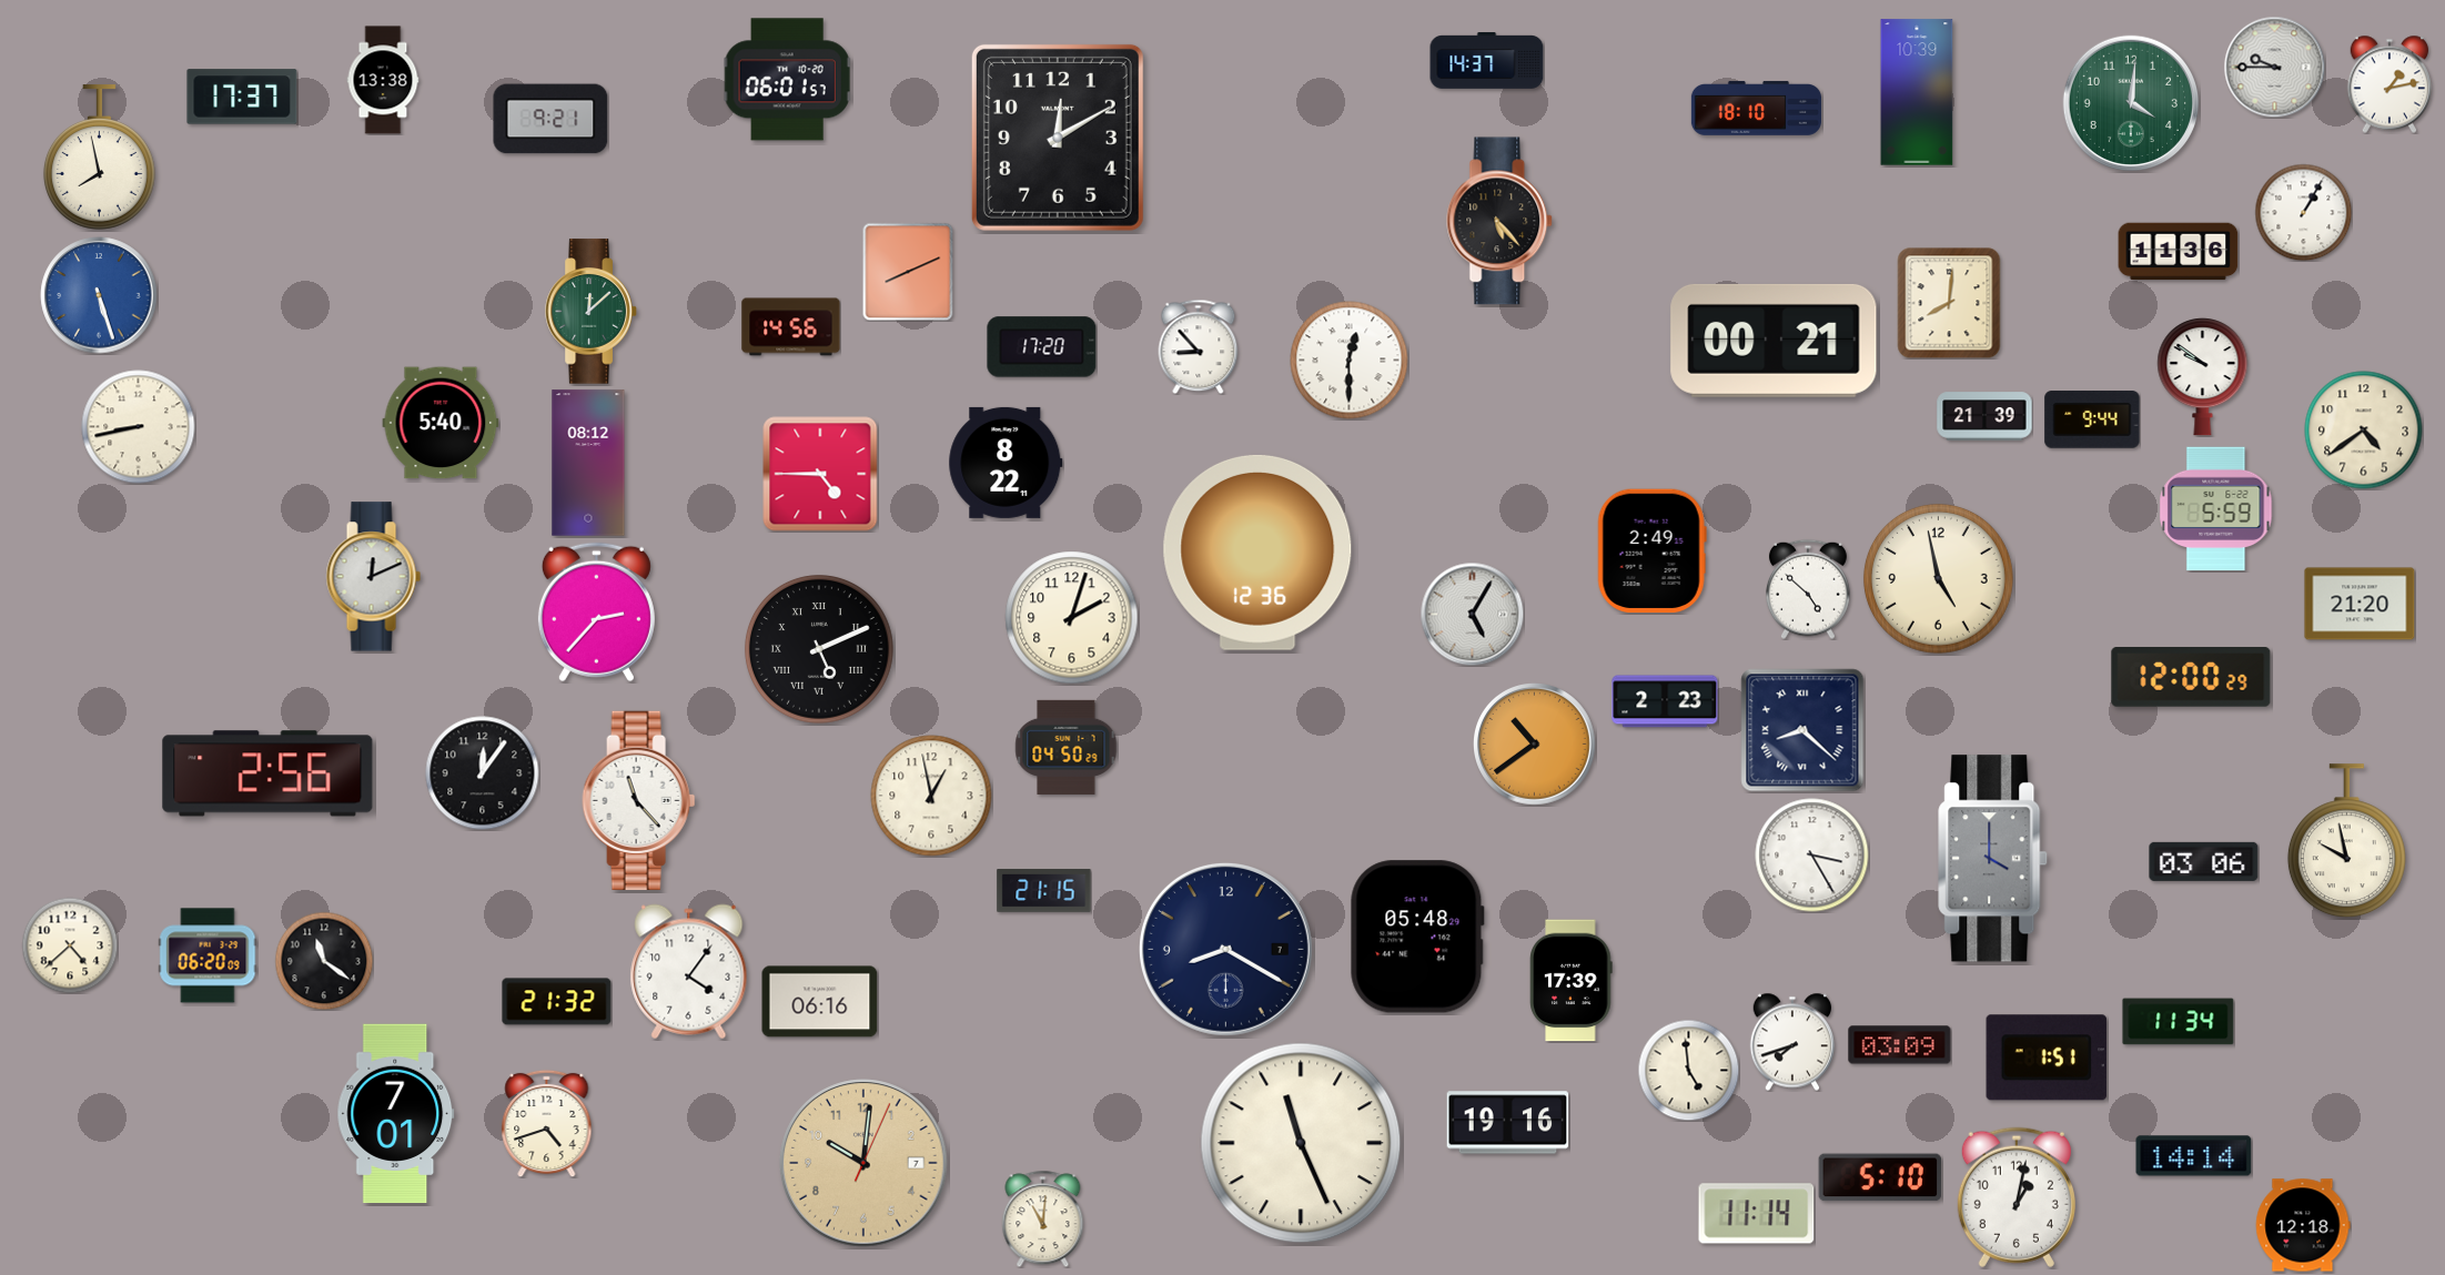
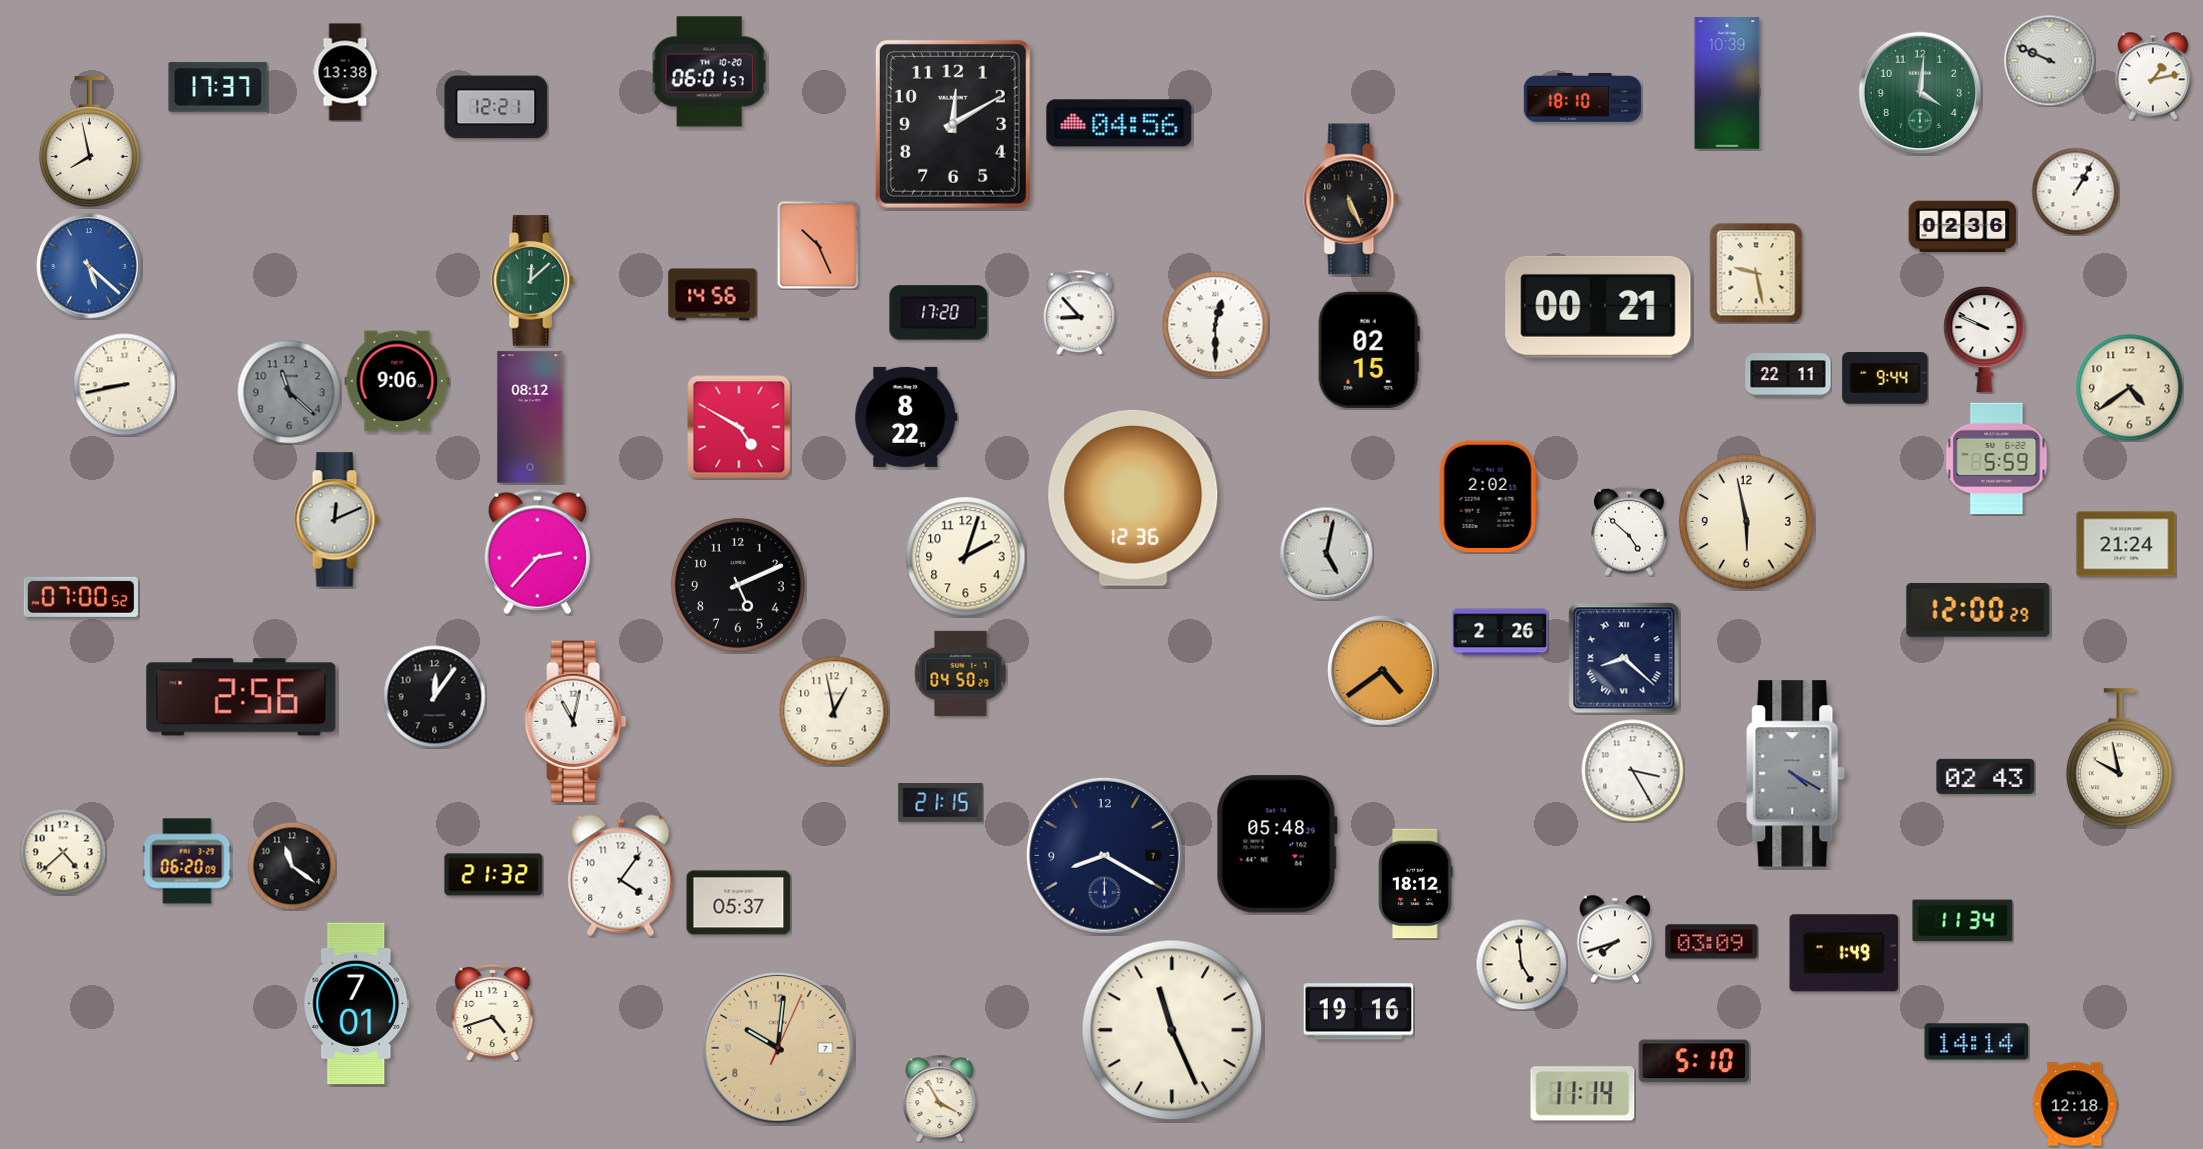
clock at (1487, 61): 14:37 -> none
clock at (2274, 67): 9:45 -> 9:49
clock at (550, 119): 9:21 -> 12:21
clock at (1119, 123): none -> 04:56
clock at (1501, 221): 5:23 -> 5:26
clock at (2179, 252): 11:36 -> 02:36
clock at (908, 272): 8:11 -> 10:26
clock at (99, 295): 5:27 -> 5:22
clock at (1949, 303): 8:01 -> 9:28
clock at (2203, 377): 9:51 -> 9:49
clock at (1369, 350): none -> 02:15
clock at (1984, 416): 21:39 -> 22:11
clock at (441, 423): 5:40 -> 9:06
clock at (289, 392): none -> 11:22
clock at (820, 474): 4:45 -> 4:50
clock at (1651, 552): 2:49 -> 2:02
clock at (1938, 578): 4:58 -> 5:58
clock at (2360, 604): 21:20 -> 21:24
clock at (1472, 614): 5:05 -> 5:02
clock at (819, 649) numerals: Roman -> Arabic
clock at (81, 597): none -> 07:00
clock at (2191, 678) position: (2191, 678) -> (1978, 611)
clock at (1665, 701): 2:23 -> 2:26
clock at (1535, 745): 10:39 -> 4:39
clock at (931, 796) position: (931, 796) -> (834, 711)
clock at (639, 800): 11:23 -> 11:02
clock at (2346, 841) position: (2346, 841) -> (2119, 758)
clock at (1993, 859): 4:00 -> 4:20
clock at (2204, 861): 03:06 -> 02:43
clock at (1572, 981): 17:39 -> 18:12
clock at (557, 1002) position: (557, 1002) -> (494, 875)
clock at (820, 1002): 06:16 -> 05:37
clock at (2047, 1058): 1:51 -> 1:49
clock at (2017, 1197): 1:02 -> none
clock at (1043, 1218): 11:01 -> 3:55
